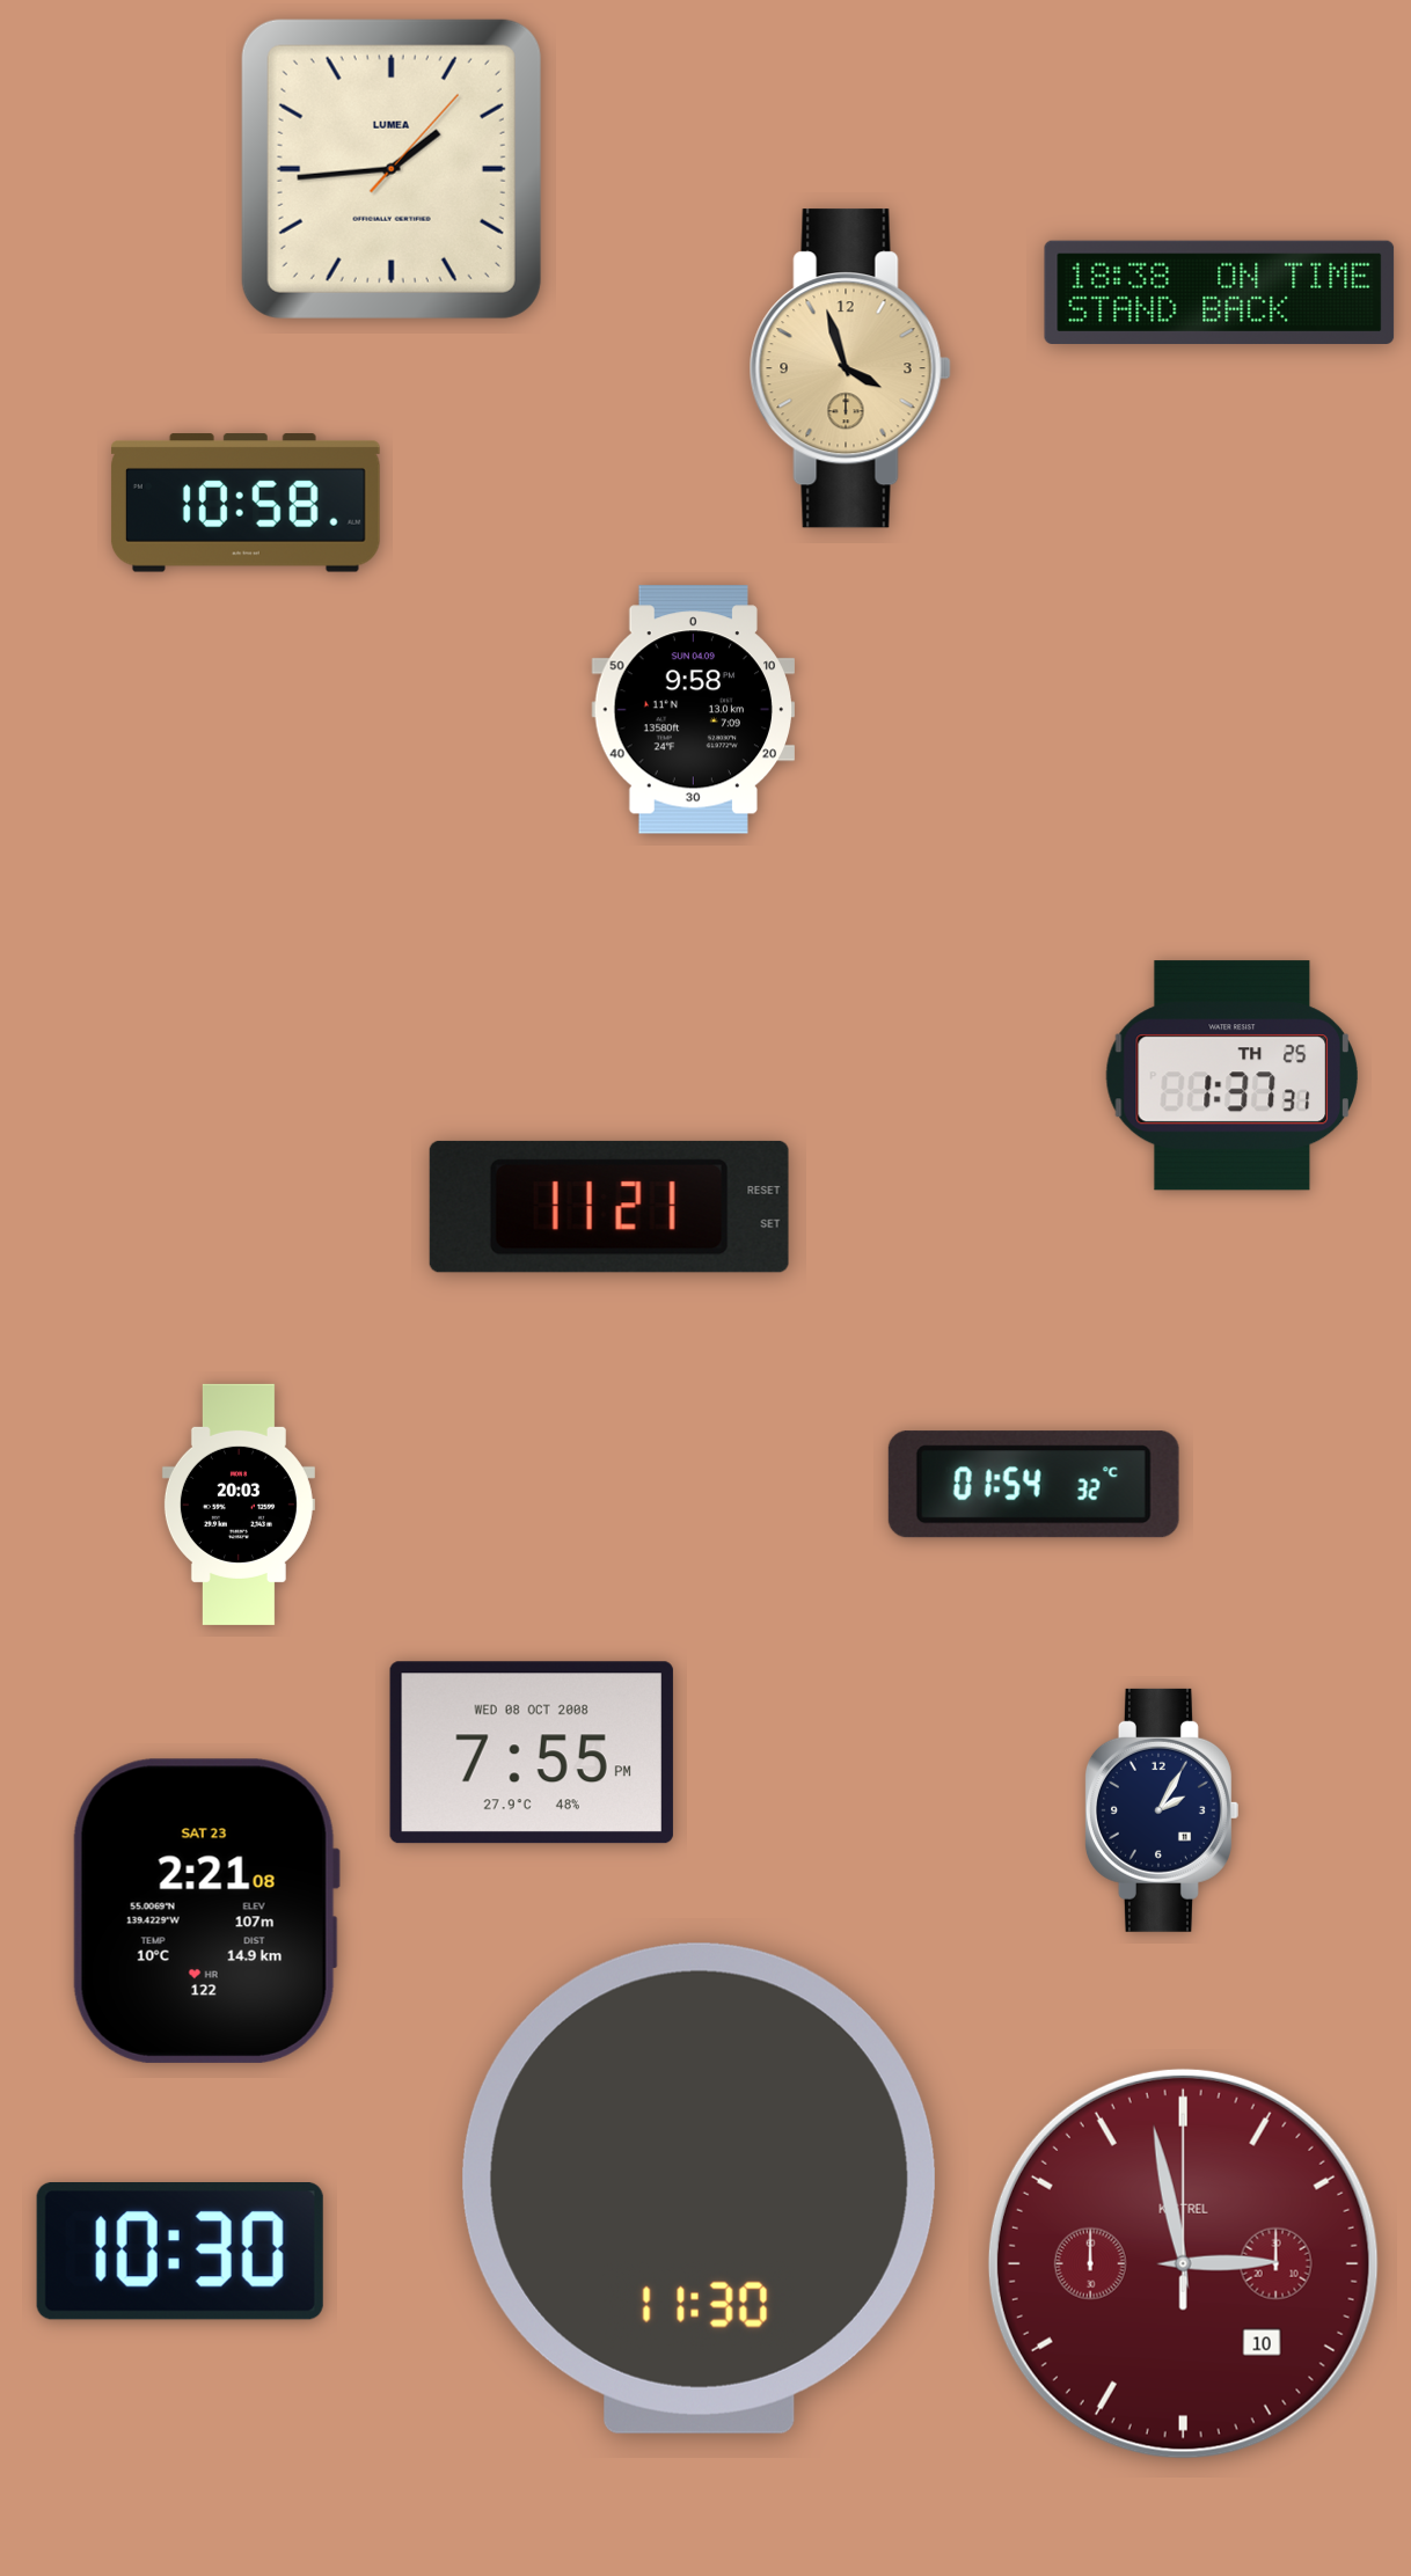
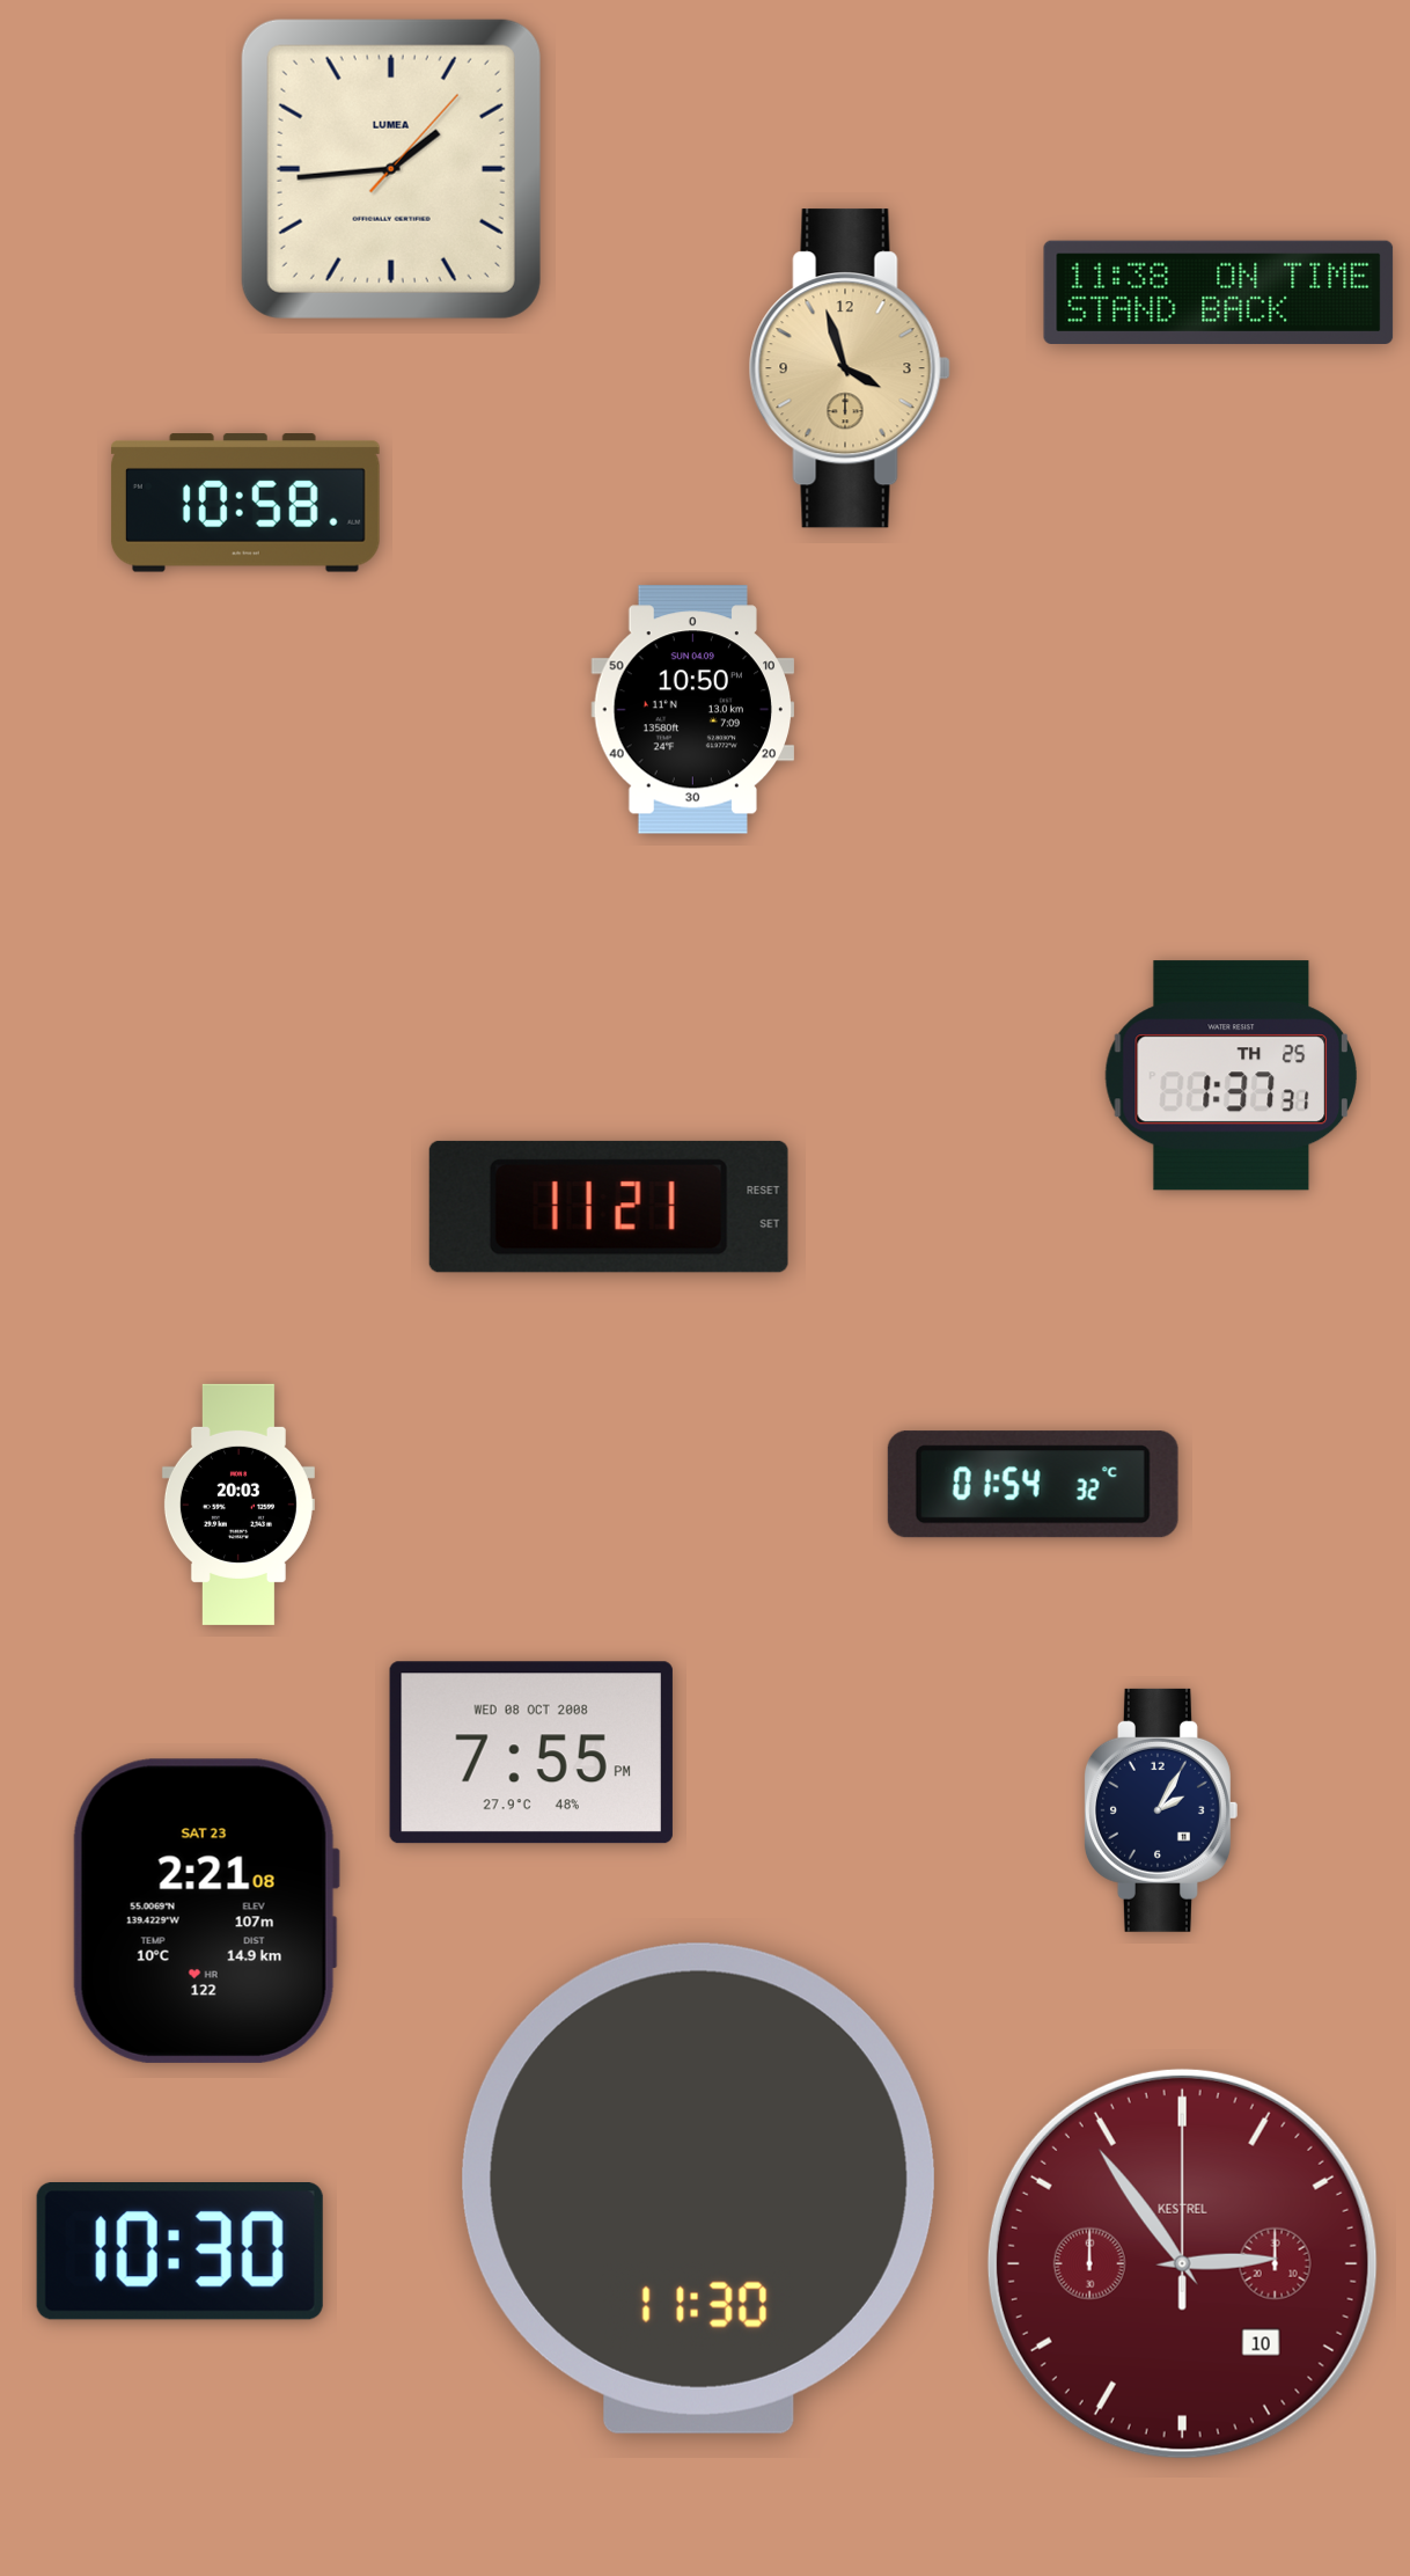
clock at (1220, 292): 18:38 -> 11:38
clock at (694, 710): 9:58 -> 10:50
clock at (1183, 2263): 2:58 -> 2:54
